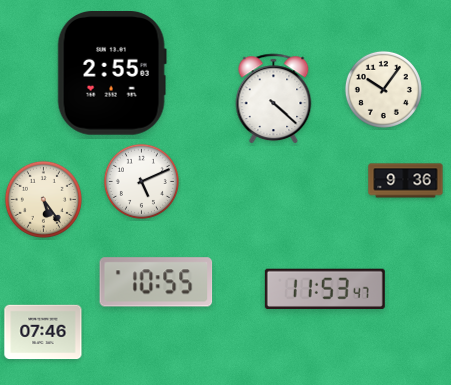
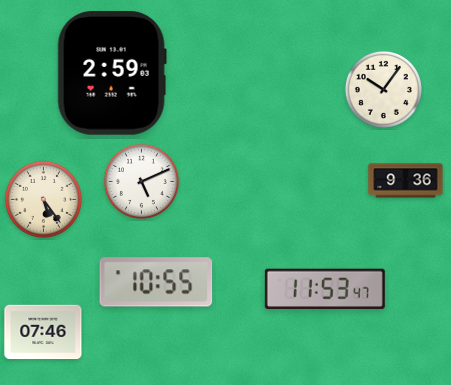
clock at (112, 74): 2:55 -> 2:59
clock at (274, 99): 4:22 -> none
